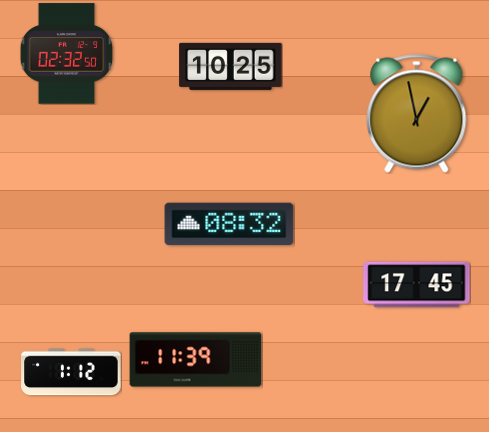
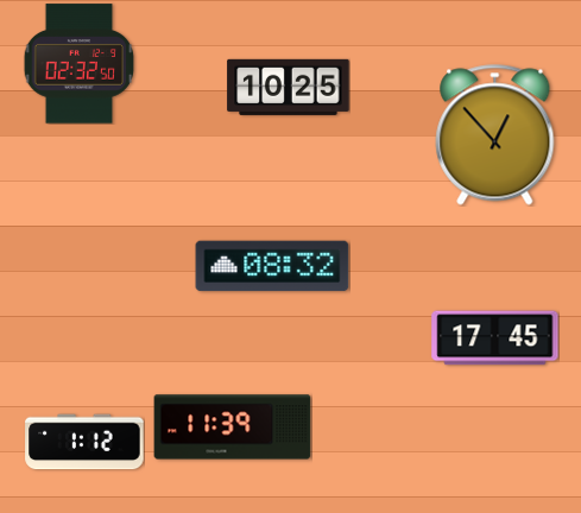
clock at (231, 66) position: (231, 66) -> (289, 87)
clock at (417, 114): 12:58 -> 12:53
